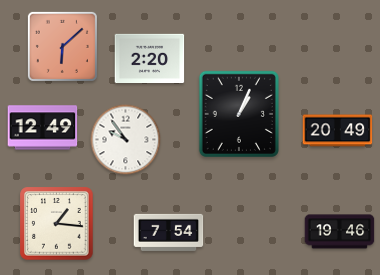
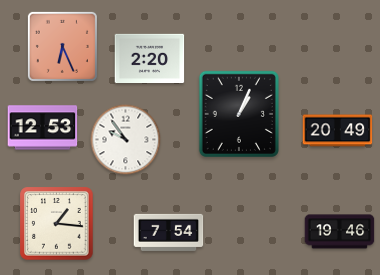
clock at (62, 46): 6:08 -> 6:26
clock at (43, 128): 12:49 -> 12:53
